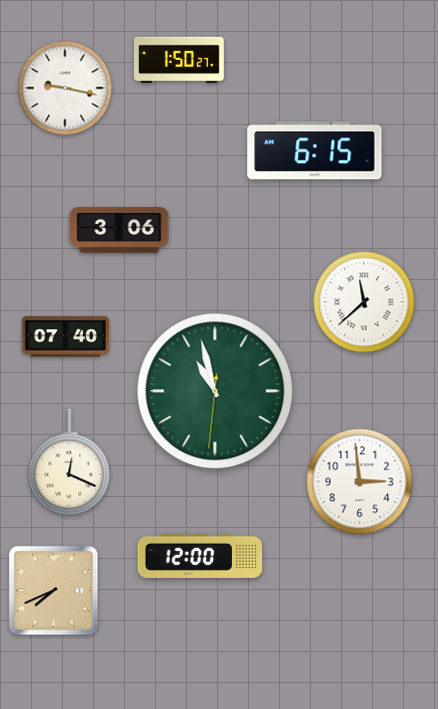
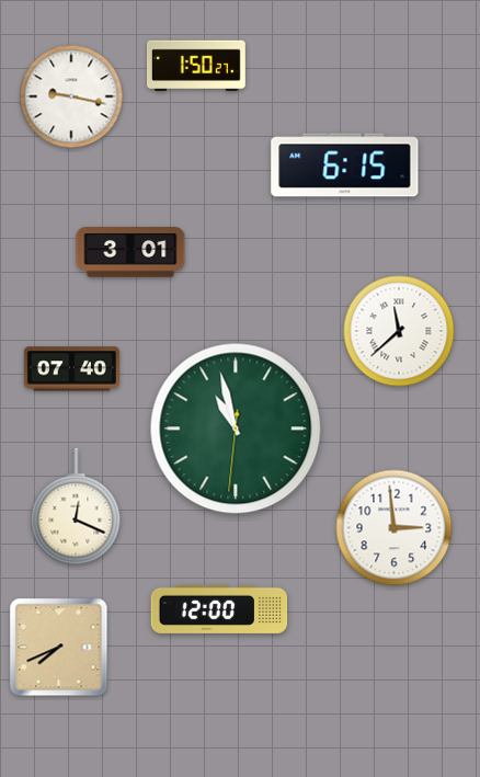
clock at (119, 230): 3:06 -> 3:01
